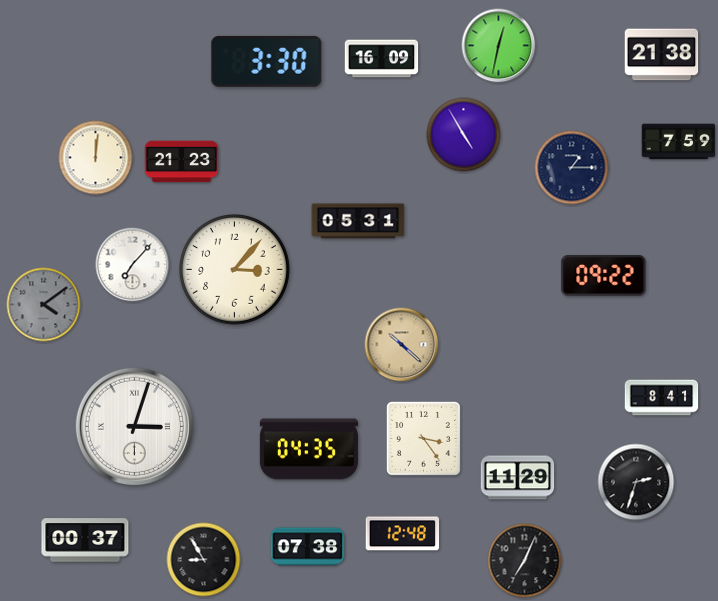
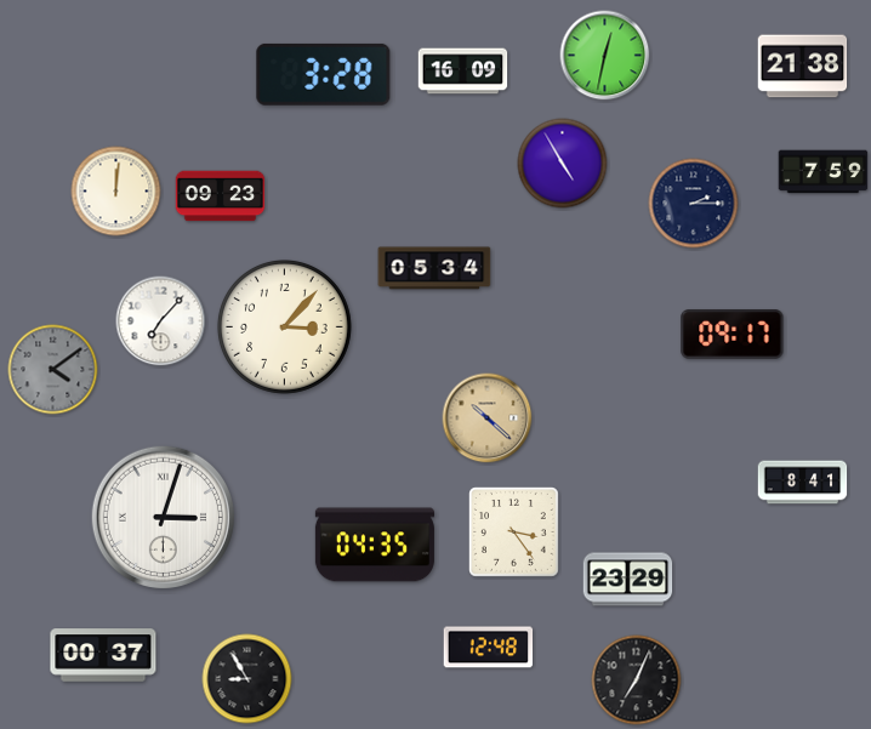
clock at (267, 61): 3:30 -> 3:28
clock at (182, 162): 21:23 -> 09:23
clock at (572, 168): 1:15 -> 2:15
clock at (358, 221): 05:31 -> 05:34
clock at (604, 276): 09:22 -> 09:17
clock at (518, 478): 11:29 -> 23:29
clock at (636, 482): 2:33 -> none
clock at (308, 547): 07:38 -> none
